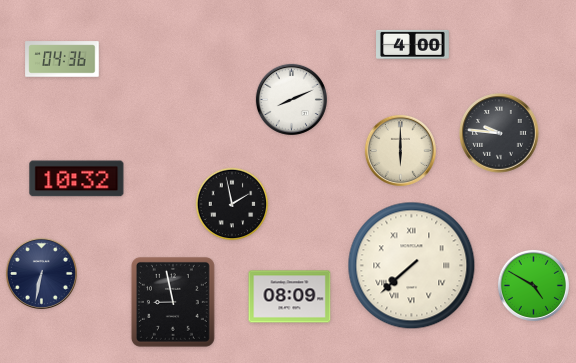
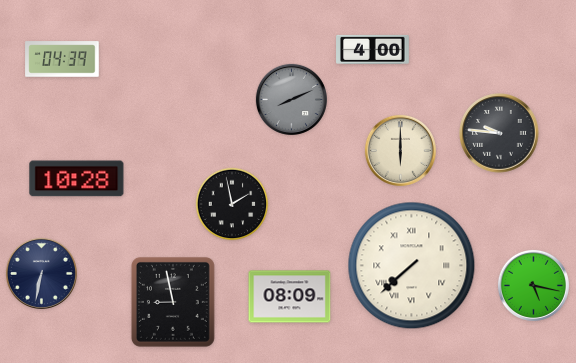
clock at (413, 44) position: (413, 44) -> (373, 49)
clock at (62, 59): 04:36 -> 04:39
clock at (291, 99) dial: white -> grey
clock at (77, 179): 10:32 -> 10:28
clock at (533, 285): 4:50 -> 5:17
